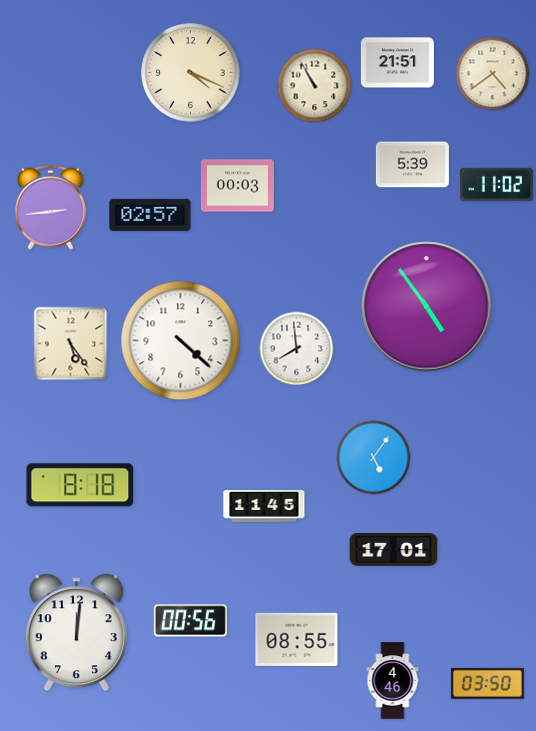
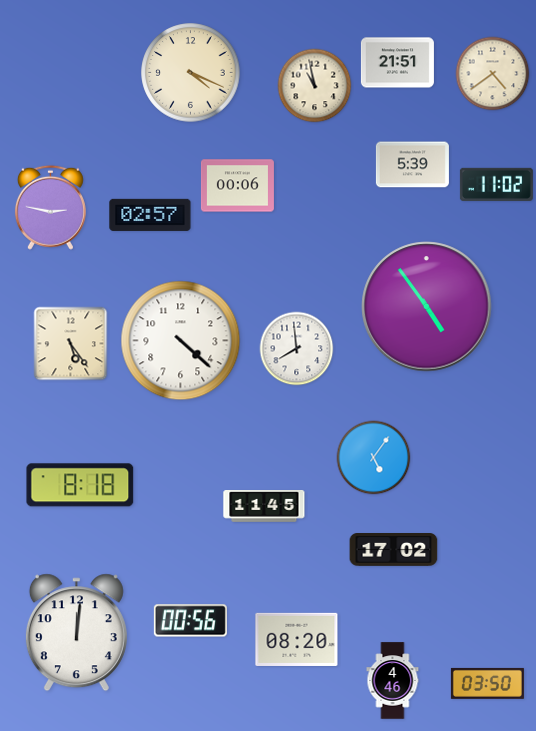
clock at (315, 86): 10:55 -> 10:58
clock at (237, 186): 00:03 -> 00:06
clock at (50, 207): 2:44 -> 2:47
clock at (394, 550): 17:01 -> 17:02
clock at (297, 639): 08:55 -> 08:20
